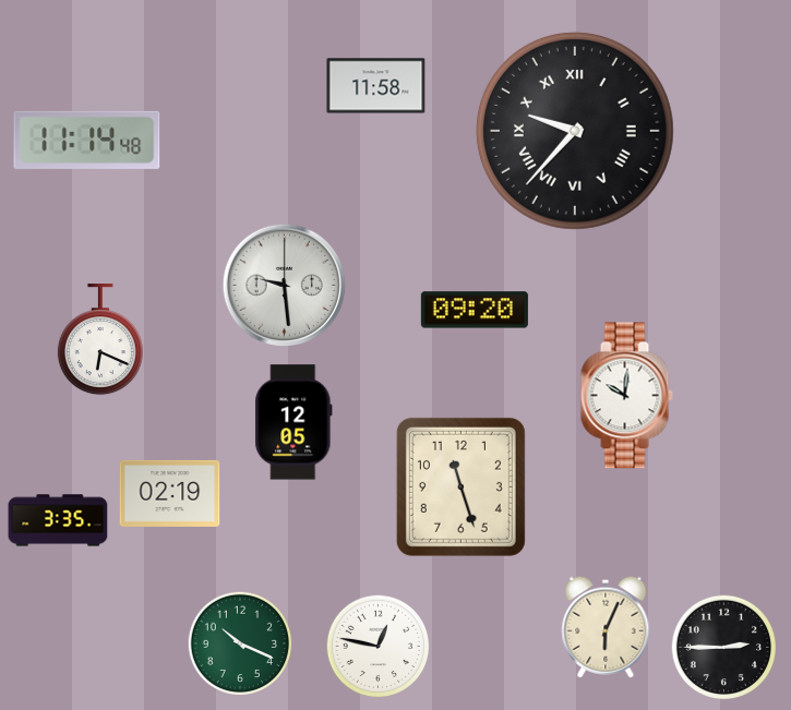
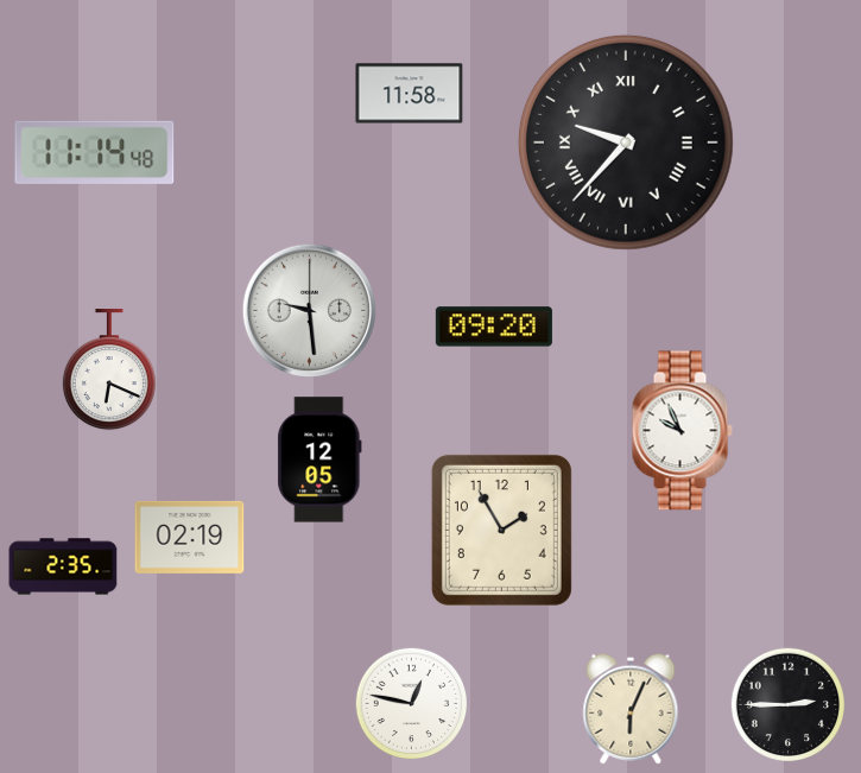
clock at (475, 310) position: (475, 310) -> (494, 327)
clock at (626, 396): 10:01 -> 9:56
clock at (460, 486): 11:27 -> 1:55
clock at (170, 493) position: (170, 493) -> (190, 537)
clock at (58, 520): 3:35 -> 2:35
clock at (606, 627) position: (606, 627) -> (631, 709)
clock at (240, 643): 10:19 -> none
